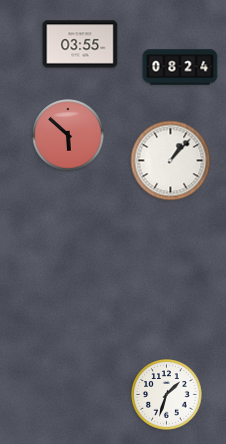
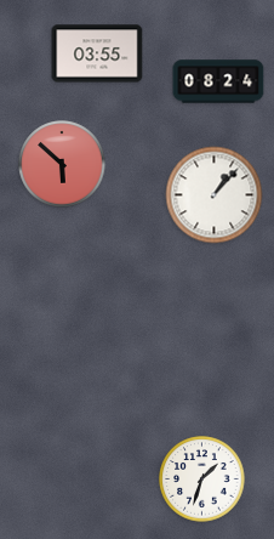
clock at (68, 135) position: (68, 135) -> (62, 164)
clock at (171, 161) position: (171, 161) -> (215, 195)
